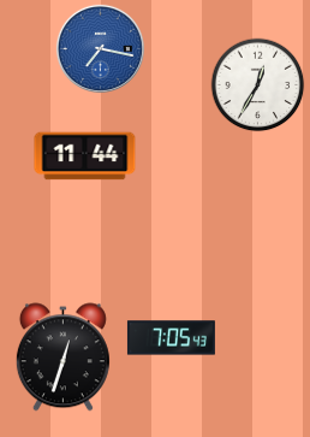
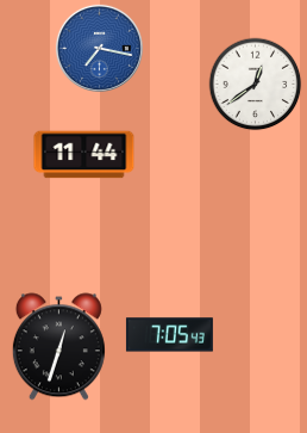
clock at (258, 85): 12:35 -> 12:39
clock at (62, 358) position: (62, 358) -> (58, 347)
